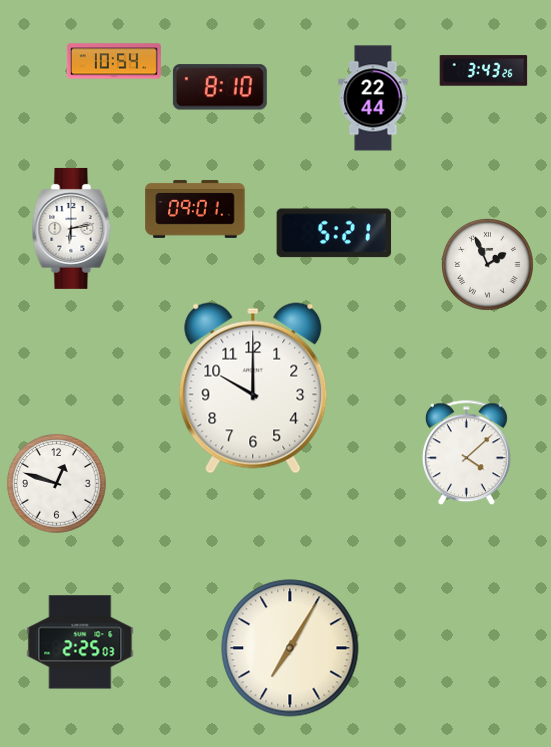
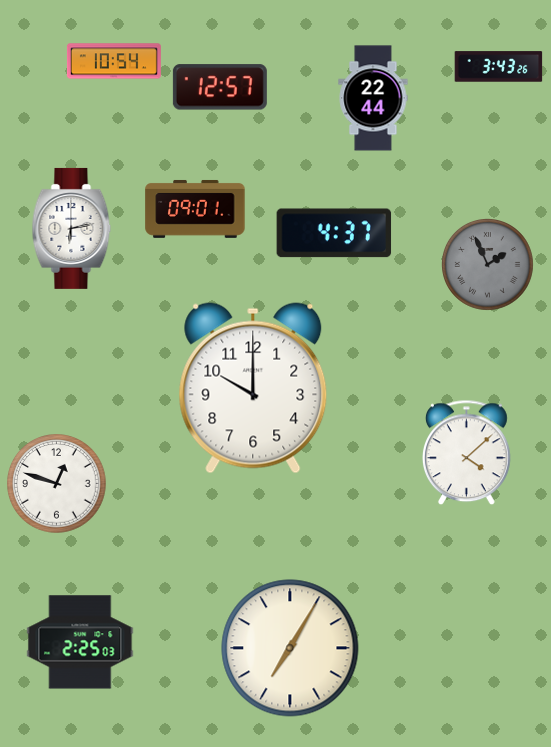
clock at (484, 71) position: (484, 71) -> (499, 67)
clock at (220, 87): 8:10 -> 12:57
clock at (334, 233): 5:21 -> 4:37
clock at (488, 265) dial: white -> grey
